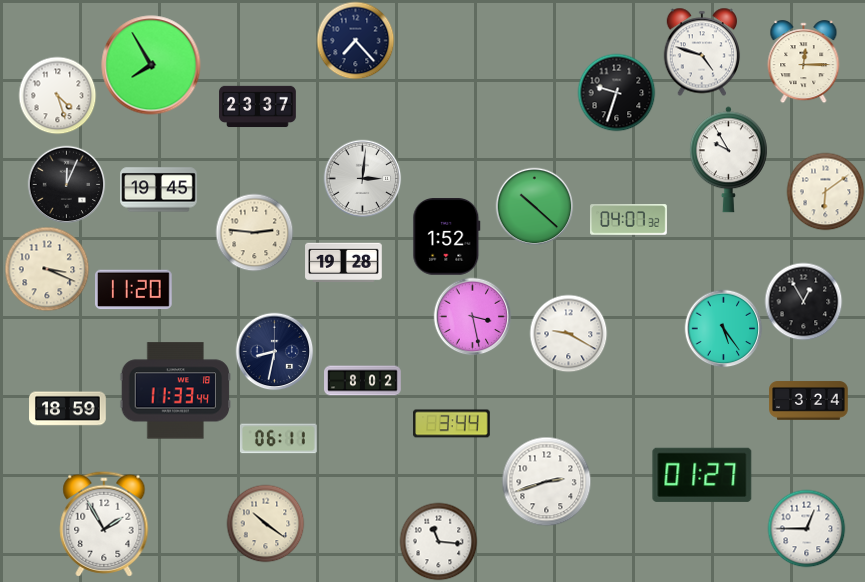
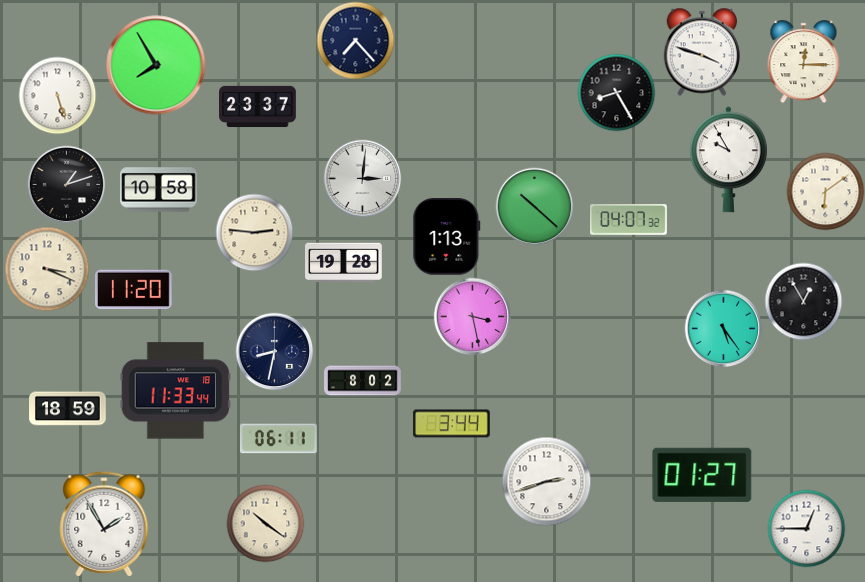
clock at (702, 52): 4:48 -> 3:48
clock at (151, 65) position: (151, 65) -> (156, 65)
clock at (616, 92): 9:33 -> 8:25
clock at (57, 95): 4:27 -> 5:27
clock at (66, 184): 12:04 -> 1:12
clock at (159, 190): 19:45 -> 10:58
clock at (447, 237): 1:52 -> 1:13
clock at (568, 333): 9:20 -> none
clock at (809, 401): 3:24 -> none
clock at (438, 541): 11:16 -> none
